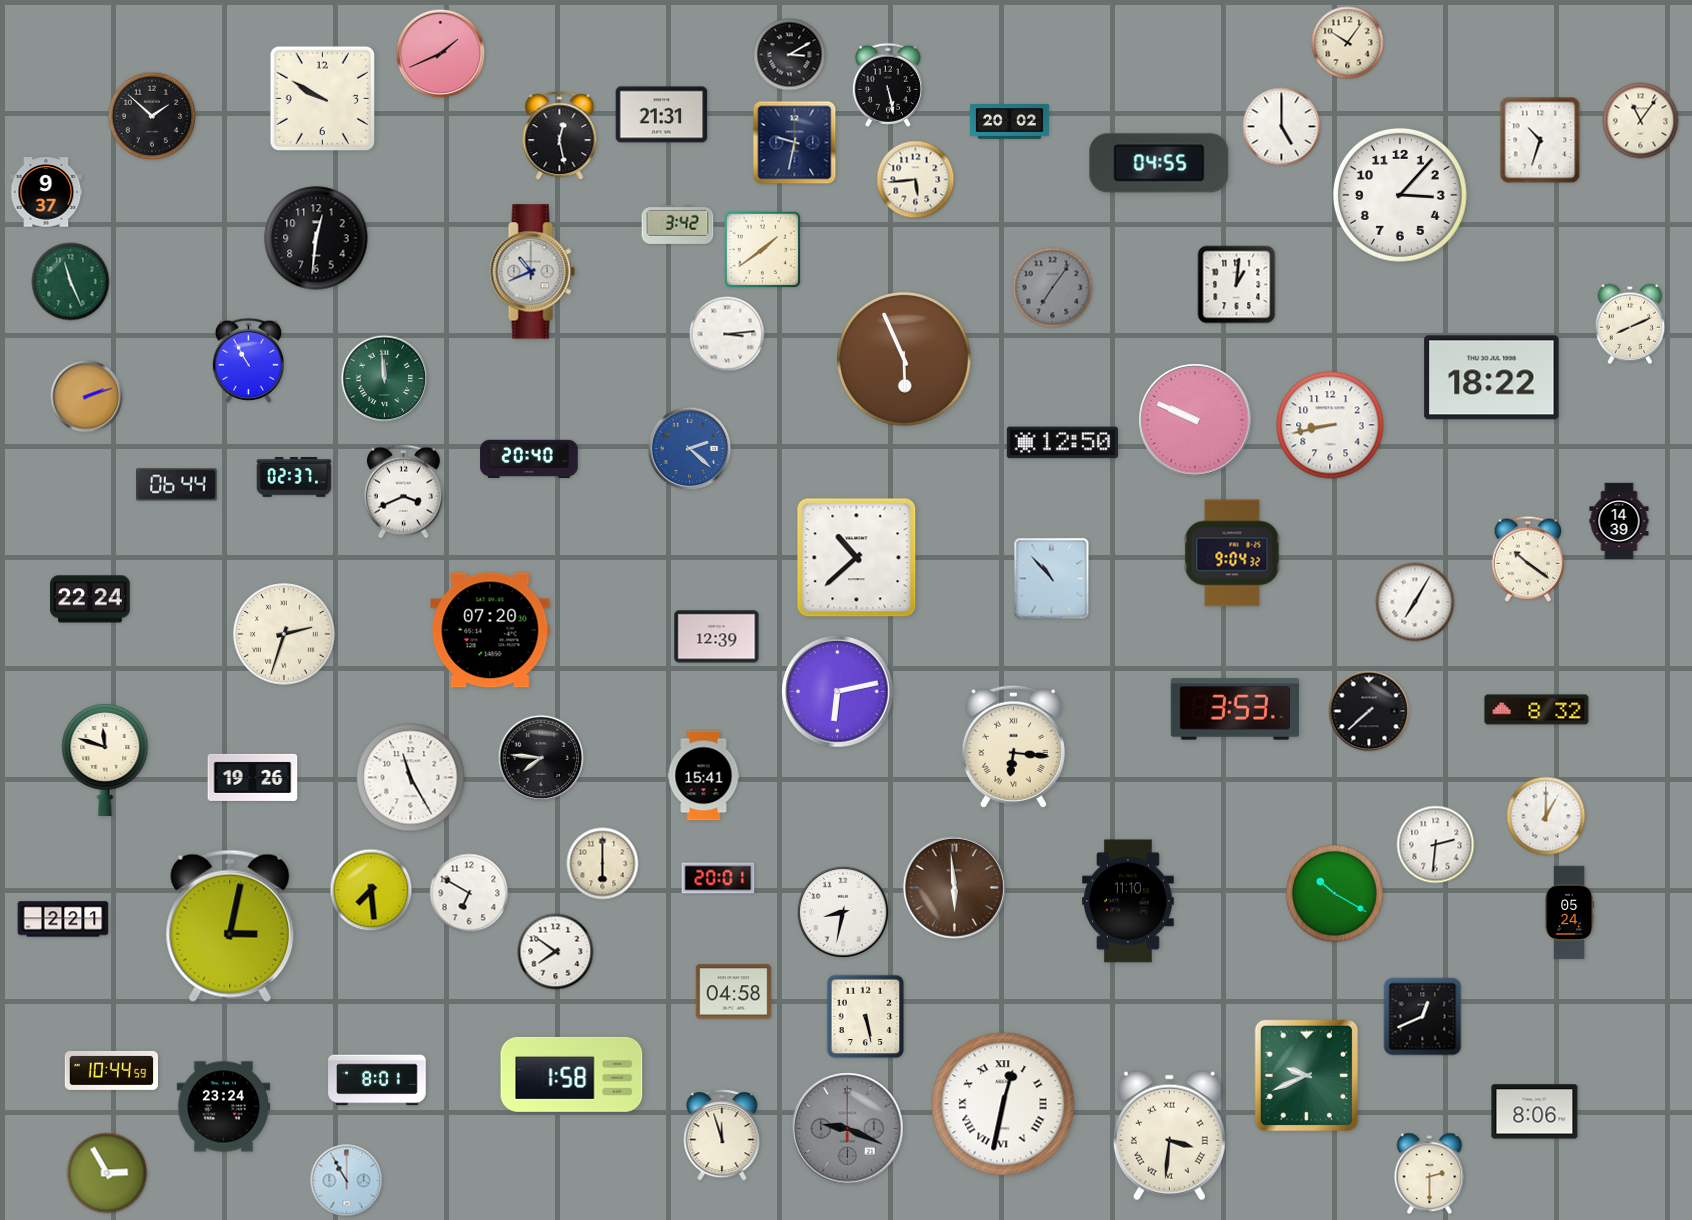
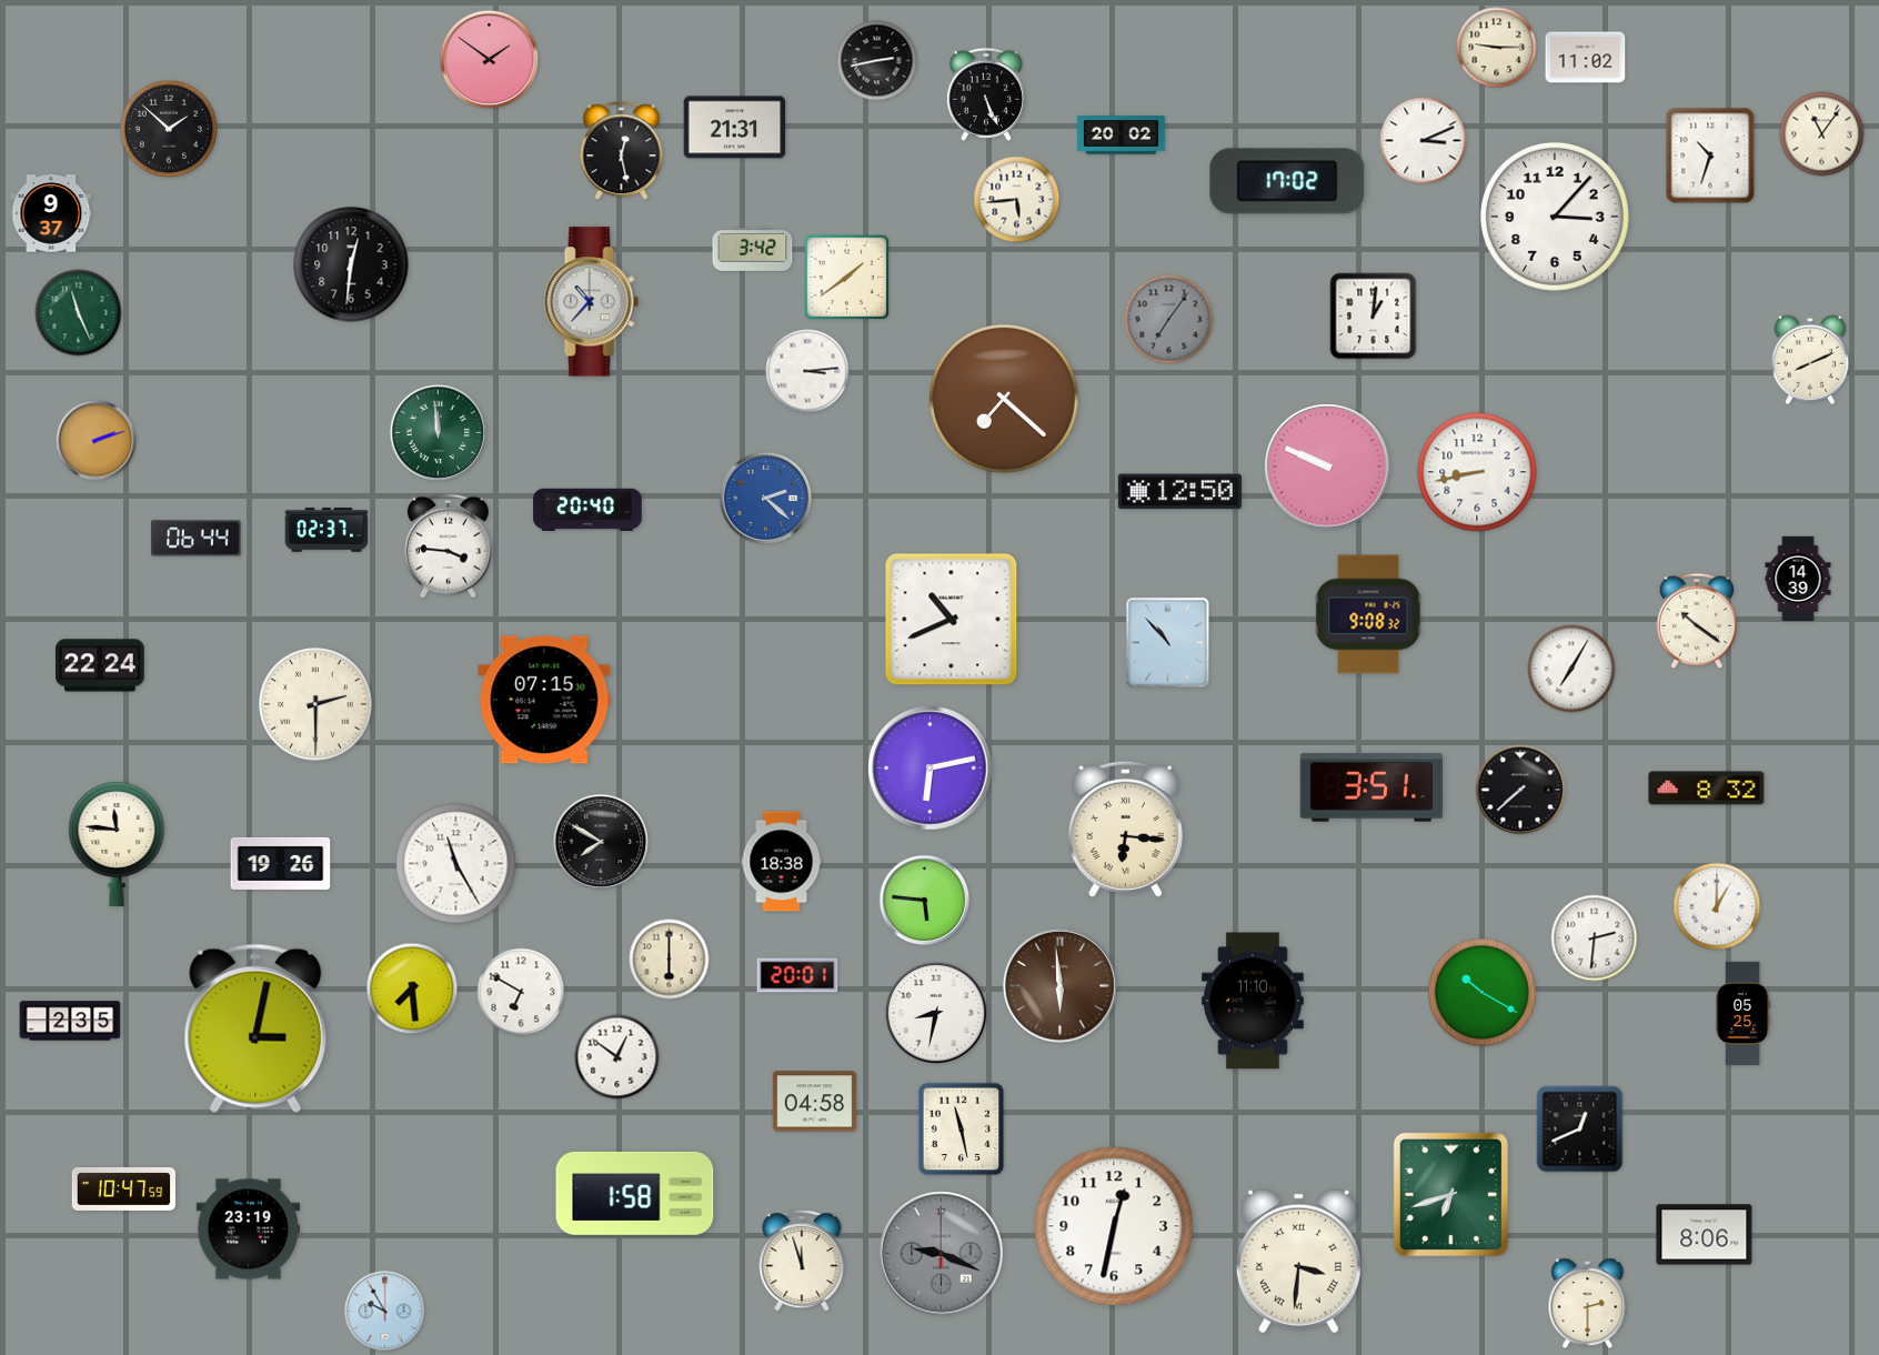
clock at (1348, 43): 10:06 -> 9:15
clock at (1586, 58): none -> 11:02
clock at (441, 54): 1:41 -> 1:51
clock at (790, 55): 3:10 -> 2:43
clock at (888, 85): 5:28 -> 5:26
clock at (322, 98): 9:50 -> none
clock at (1282, 127): 5:00 -> 3:11
clock at (795, 143): 9:32 -> none
clock at (1159, 163): 04:55 -> 17:02
clock at (532, 272): 10:41 -> 10:37
clock at (904, 359): 5:56 -> 7:22
clock at (248, 360): 10:55 -> none
clock at (1492, 378): 18:22 -> none
clock at (385, 379) position: (385, 379) -> (439, 433)
clock at (404, 492): 3:41 -> 3:46
clock at (1232, 553): 9:04 -> 9:08
clock at (857, 558): 10:38 -> 10:41
clock at (490, 630): 07:20 -> 07:15
clock at (284, 634): 2:33 -> 2:30
clock at (717, 637): 12:39 -> none
clock at (1235, 709): 3:53 -> 3:51
clock at (541, 758): 7:46 -> 7:50
clock at (105, 759): 11:48 -> 11:46
clock at (704, 776): 15:41 -> 18:38
clock at (925, 901): none -> 5:46
clock at (1570, 913): 05:24 -> 05:25
clock at (63, 919): 2:21 -> 2:35
clock at (556, 952): 7:51 -> 12:51
clock at (866, 1017): 5:28 -> 11:28
clock at (112, 1070): 10:44 -> 10:47
clock at (1307, 1076): 9:41 -> 6:42
clock at (377, 1080): 8:01 -> none
clock at (1003, 1104) numerals: Roman -> Arabic
clock at (223, 1107): 23:24 -> 23:19
clock at (107, 1173): 2:55 -> none
clock at (347, 1181): 10:55 -> 9:55
